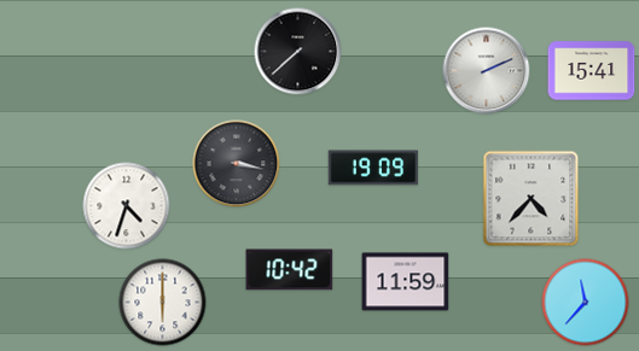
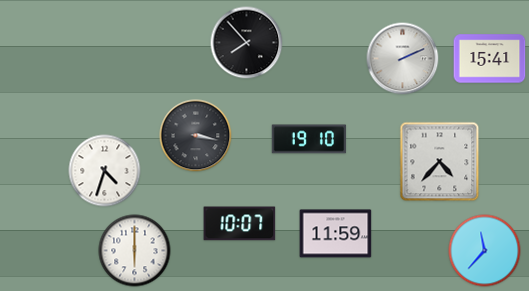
clock at (298, 52): 7:38 -> 7:53
clock at (373, 168): 19:09 -> 19:10
clock at (531, 199) position: (531, 199) -> (440, 162)
clock at (290, 270): 10:42 -> 10:07
